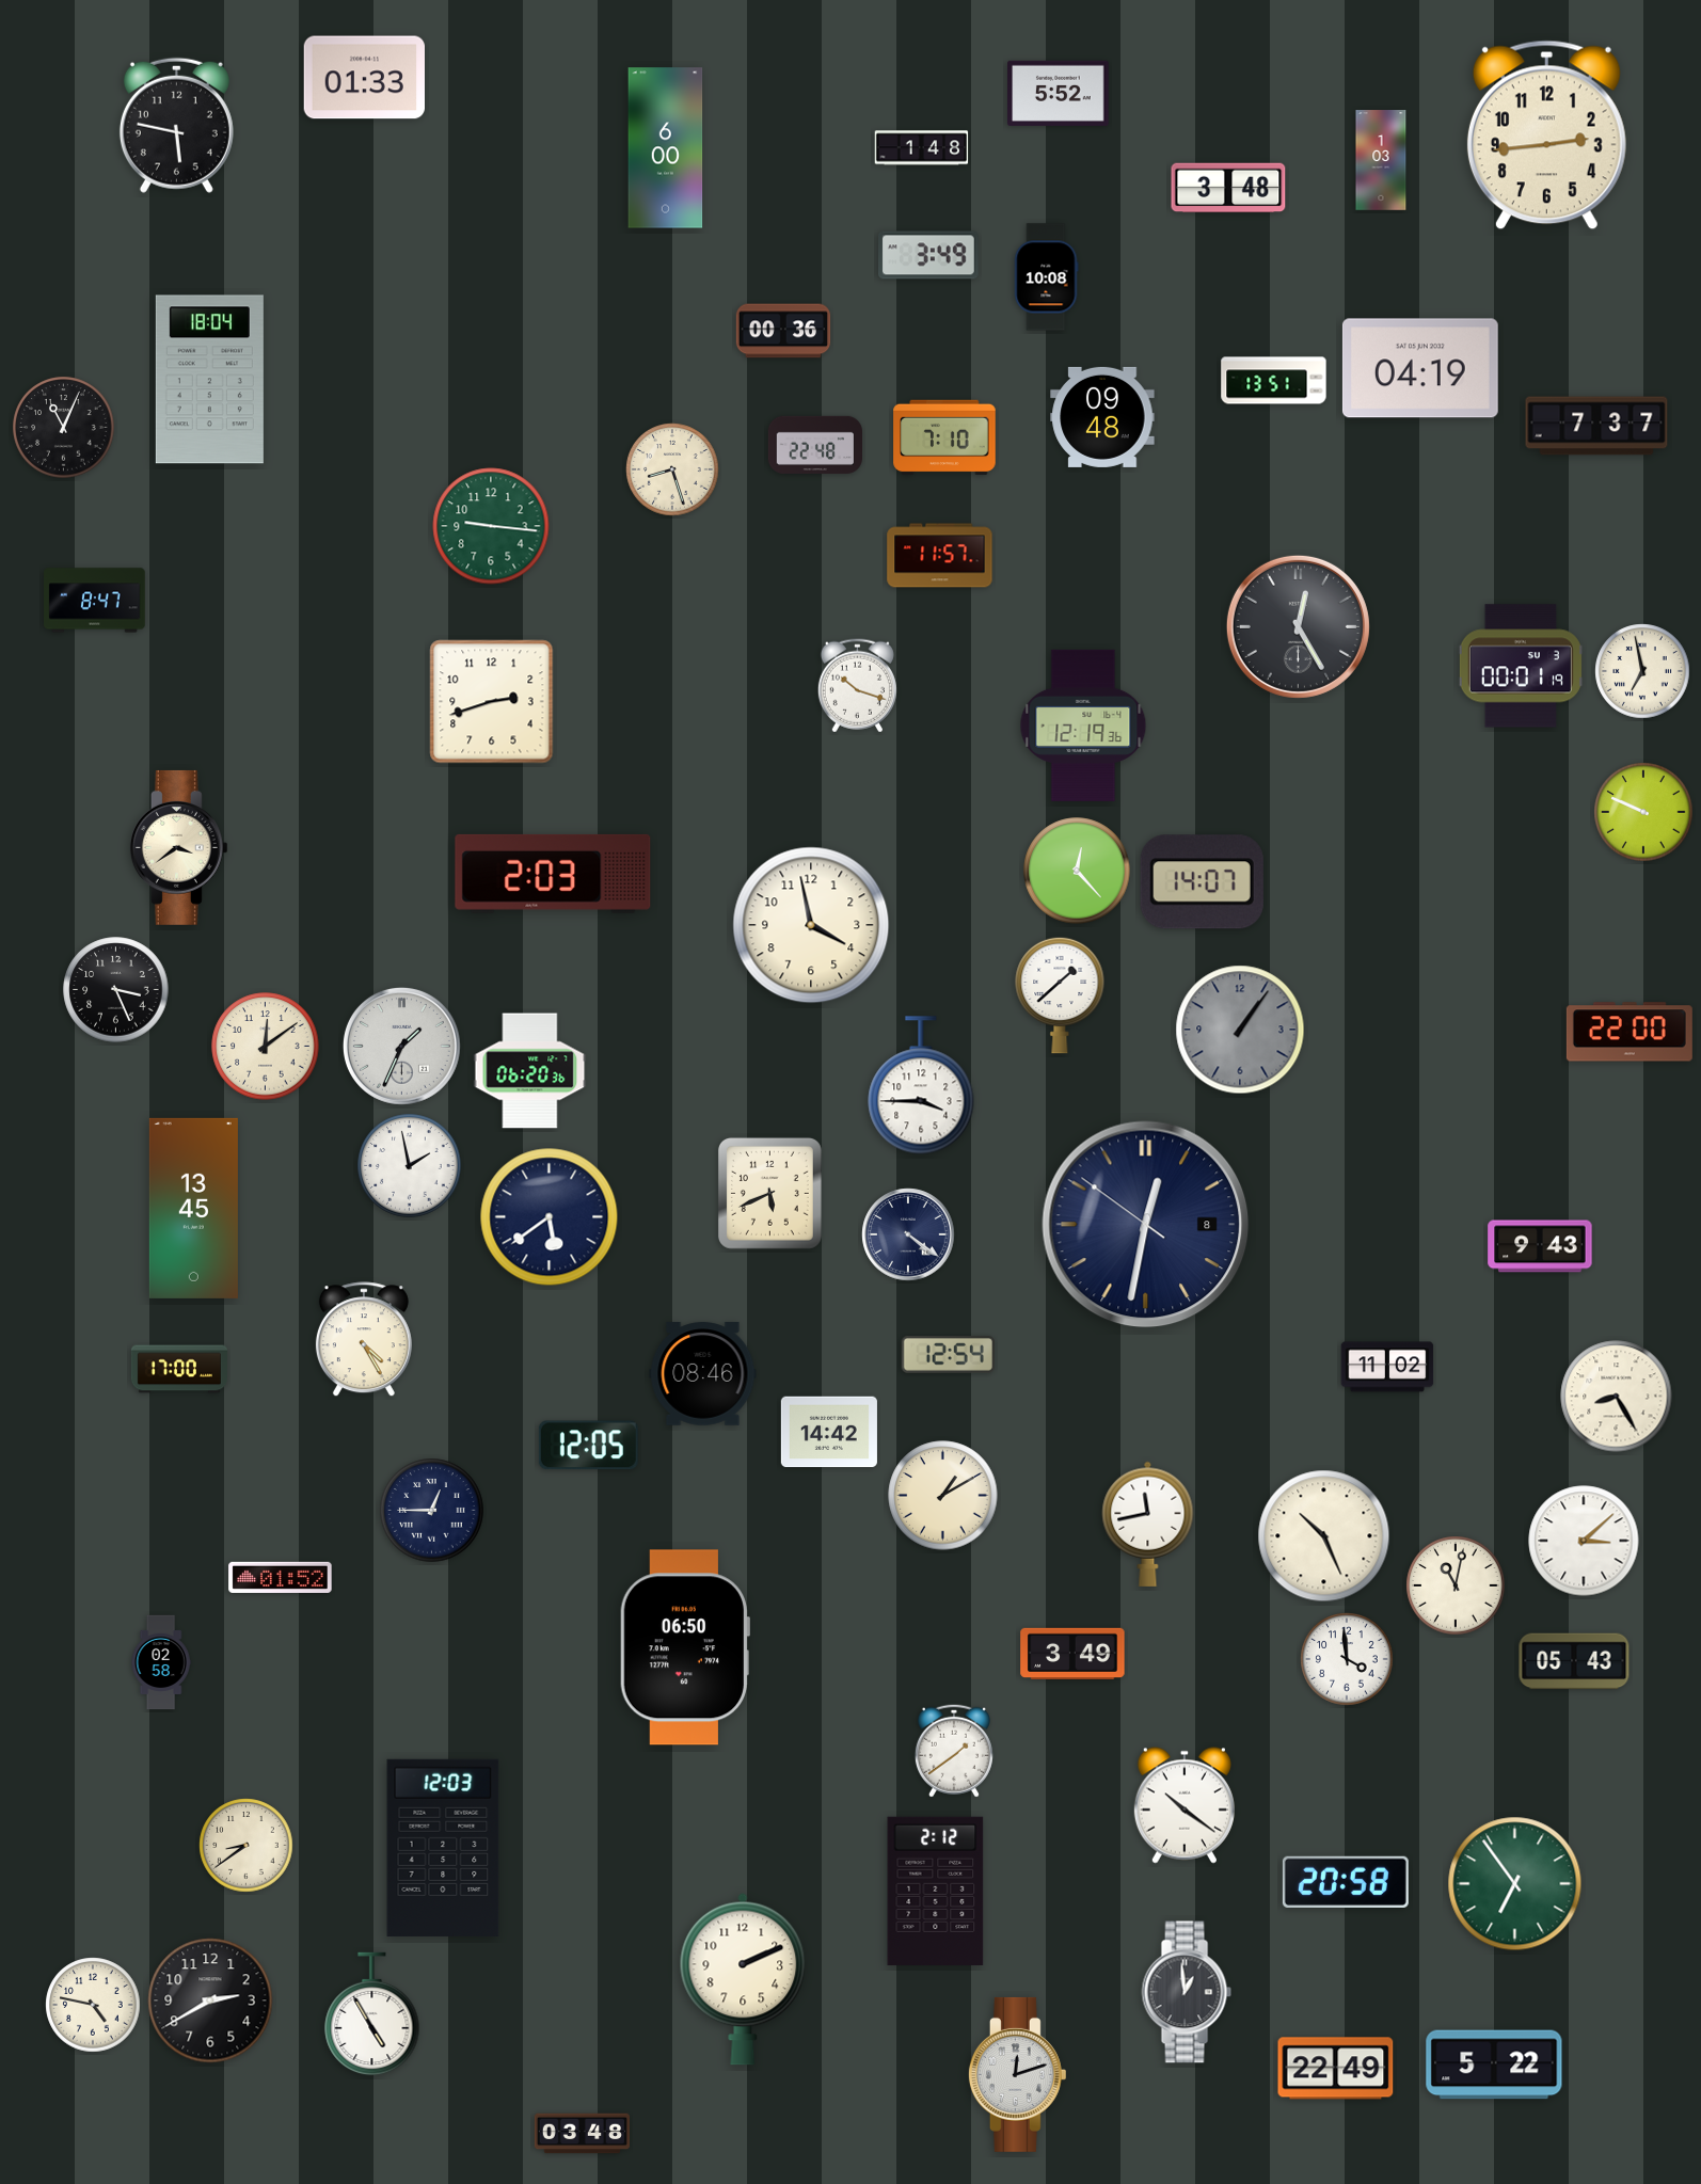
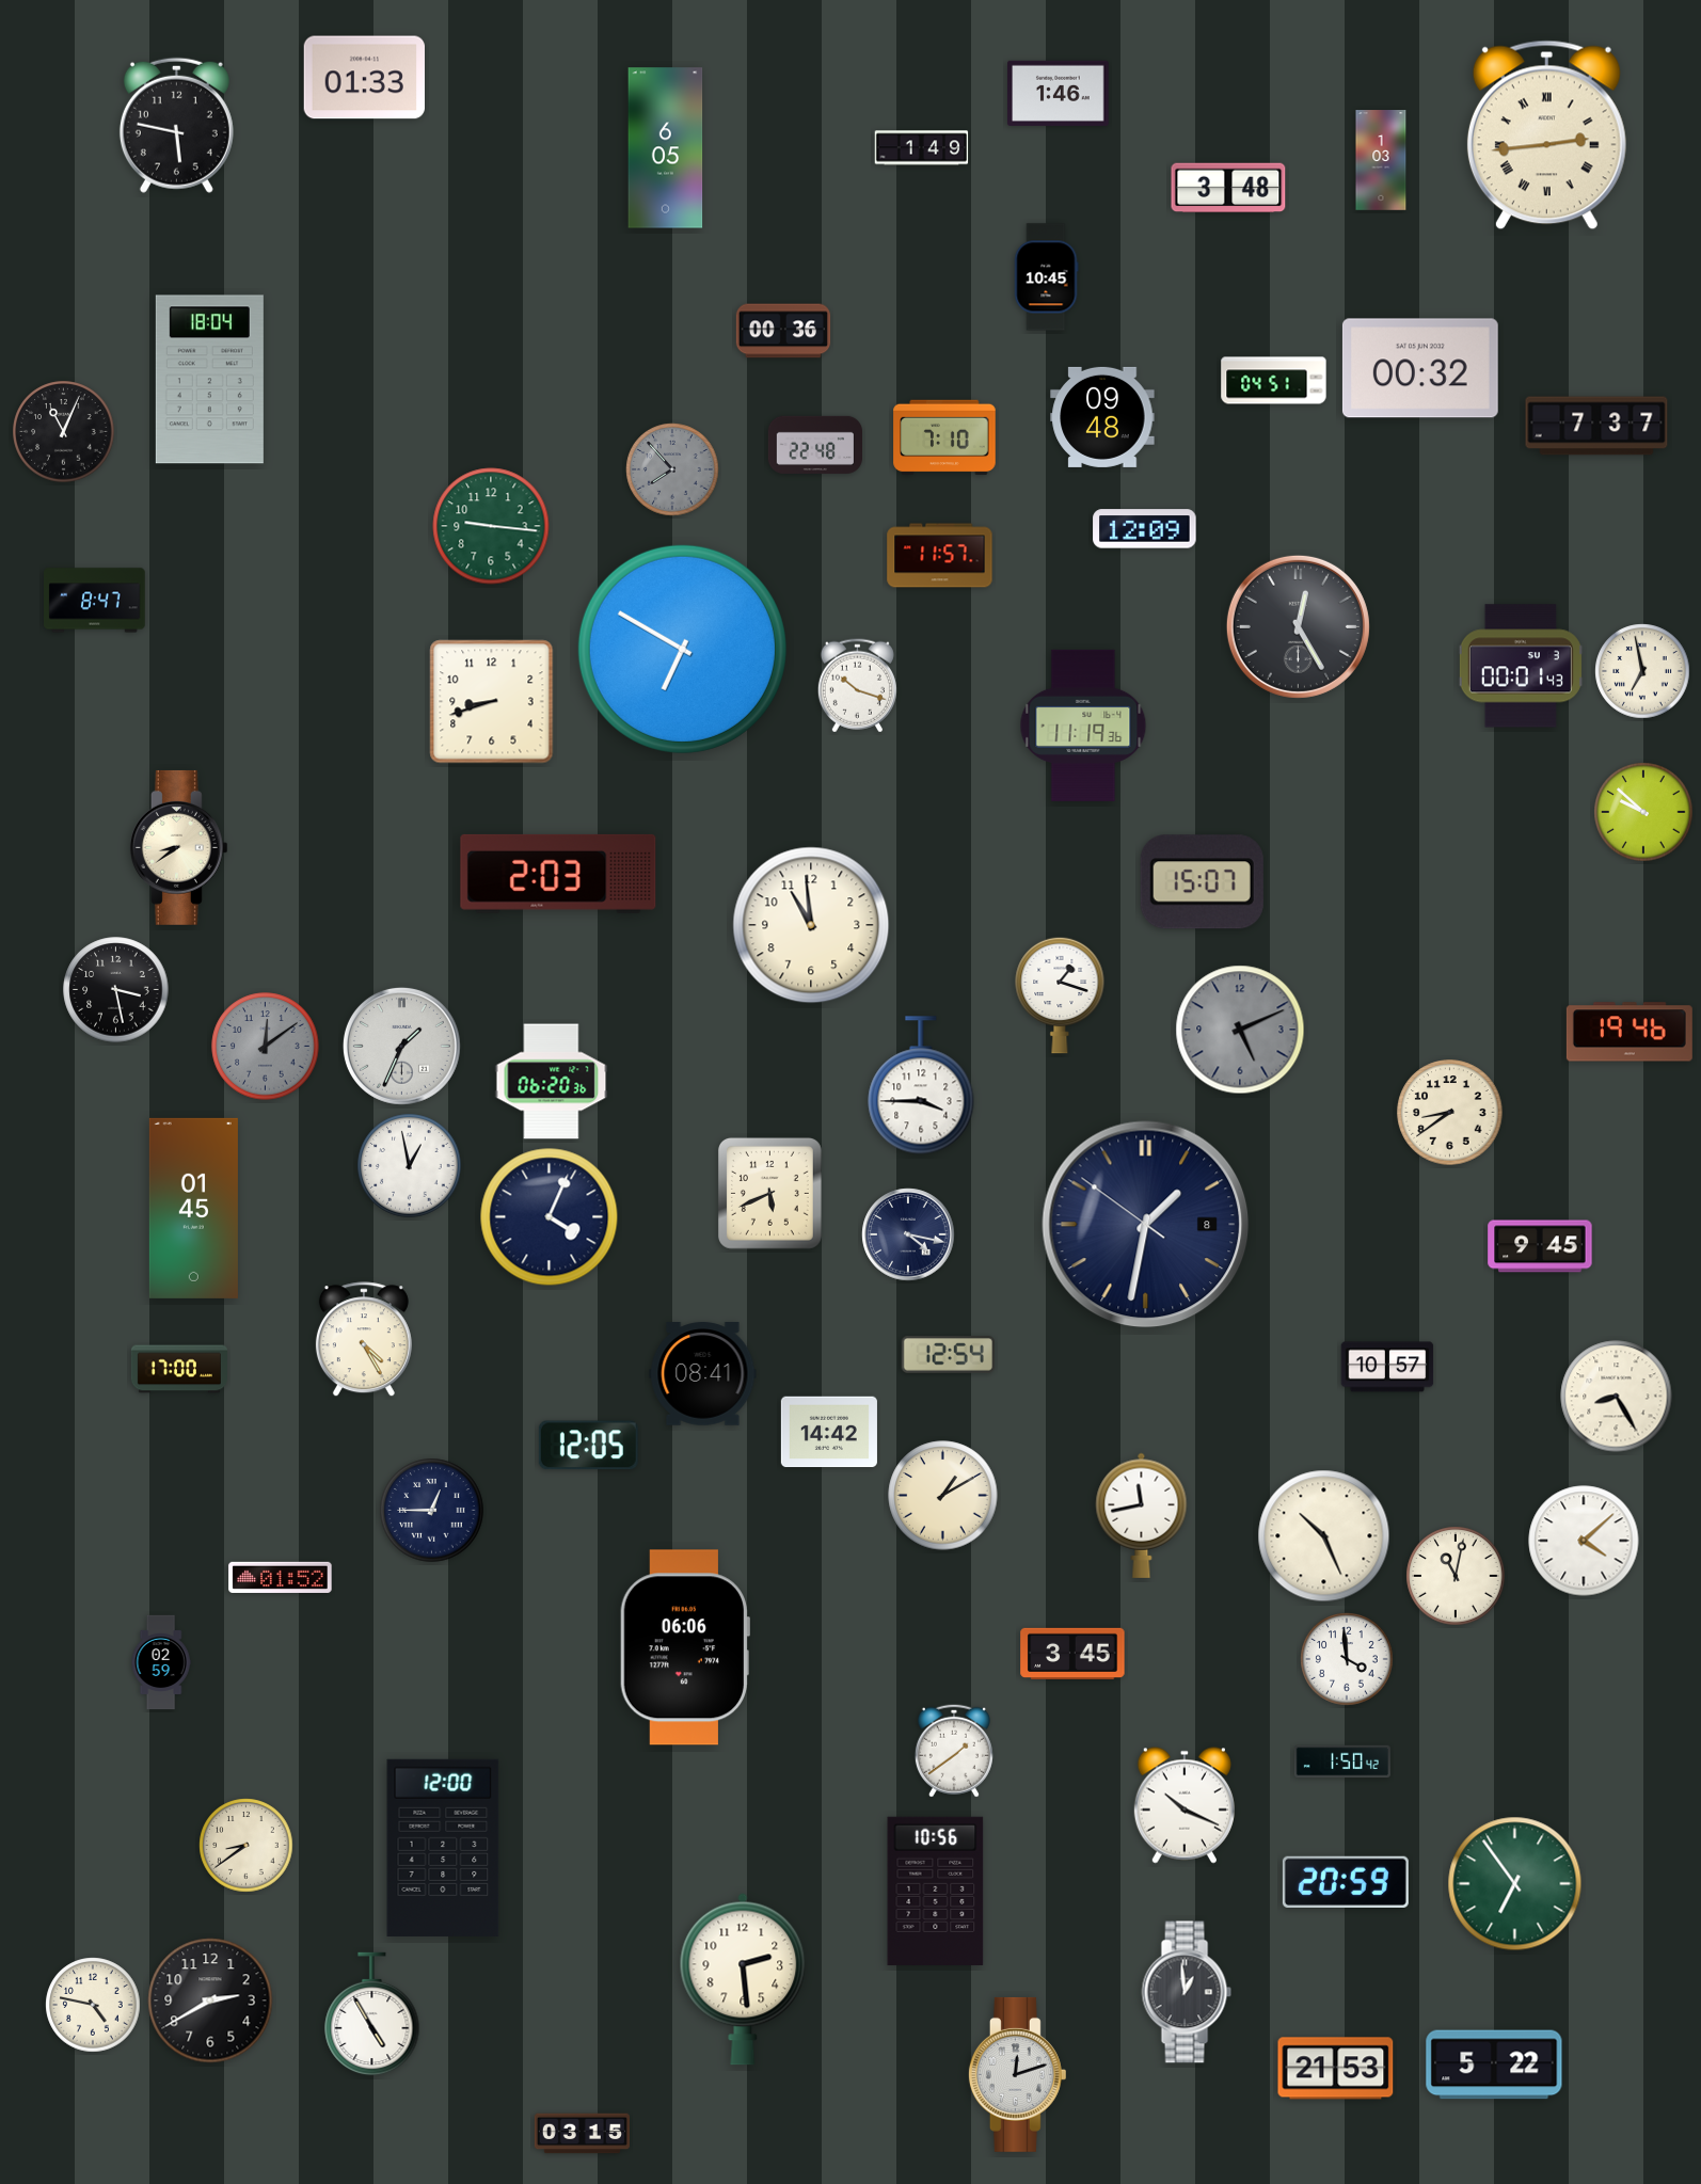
clock at (1059, 93): 5:52 -> 1:46
clock at (1546, 135) numerals: Arabic -> Roman
clock at (666, 148): 6:00 -> 6:05
clock at (922, 148): 1:48 -> 1:49
clock at (929, 255): 3:49 -> none
clock at (1046, 277): 10:08 -> 10:45
clock at (1420, 368): 04:19 -> 00:32
clock at (1274, 381): 13:51 -> 04:51
clock at (64, 428) position: (64, 428) -> (64, 432)
clock at (672, 469): 8:27 -> 7:53
clock at (672, 469) dial: cream -> grey
clock at (1145, 529): none -> 12:09
clock at (682, 649): none -> 6:50
clock at (1521, 666): 00:01:19 -> 00:01:43
clock at (492, 702): 2:42 -> 8:42
clock at (1083, 726): 12:19 -> 11:19
clock at (1643, 812): 9:49 -> 9:52
clock at (178, 847): 3:39 -> 8:39
clock at (1077, 871): 12:23 -> none
clock at (553, 874) position: (553, 874) -> (558, 874)
clock at (1202, 882): 14:07 -> 15:07
clock at (811, 925): 3:58 -> 10:59
clock at (116, 990): 3:26 -> 3:28
clock at (1060, 995): 1:38 -> 1:18
clock at (1240, 1030): 1:06 -> 5:11
clock at (1630, 1032): 22:00 -> 19:46
clock at (266, 1047) dial: cream -> grey
clock at (530, 1071) position: (530, 1071) -> (552, 1082)
clock at (1450, 1113): none -> 8:39
clock at (410, 1166): 1:58 -> 12:58
clock at (193, 1208): 13:45 -> 01:45
clock at (550, 1217): 5:39 -> 4:04
clock at (1146, 1225): 12:31 -> 1:31
clock at (908, 1234): 4:21 -> 4:17
clock at (1540, 1246): 9:43 -> 9:45
clock at (1387, 1367): 11:02 -> 10:57
clock at (703, 1374): 08:46 -> 08:41
clock at (1148, 1524) position: (1148, 1524) -> (1142, 1515)
clock at (1584, 1541): 3:08 -> 4:08
clock at (1456, 1585) position: (1456, 1585) -> (1456, 1576)
clock at (684, 1647): 06:50 -> 06:06
clock at (1072, 1653): 3:49 -> 3:45
clock at (1574, 1661): 05:43 -> none
clock at (161, 1662): 02:58 -> 02:59
clock at (1342, 1761): none -> 1:50
clock at (1185, 1805): 10:21 -> 10:19
clock at (443, 1848): 12:03 -> 12:00
clock at (1346, 1881): 20:58 -> 20:59
clock at (936, 1891): 2:12 -> 10:56
clock at (743, 1979): 2:11 -> 2:29
clock at (1336, 2069): 22:49 -> 21:53
clock at (582, 2134): 03:48 -> 03:15
